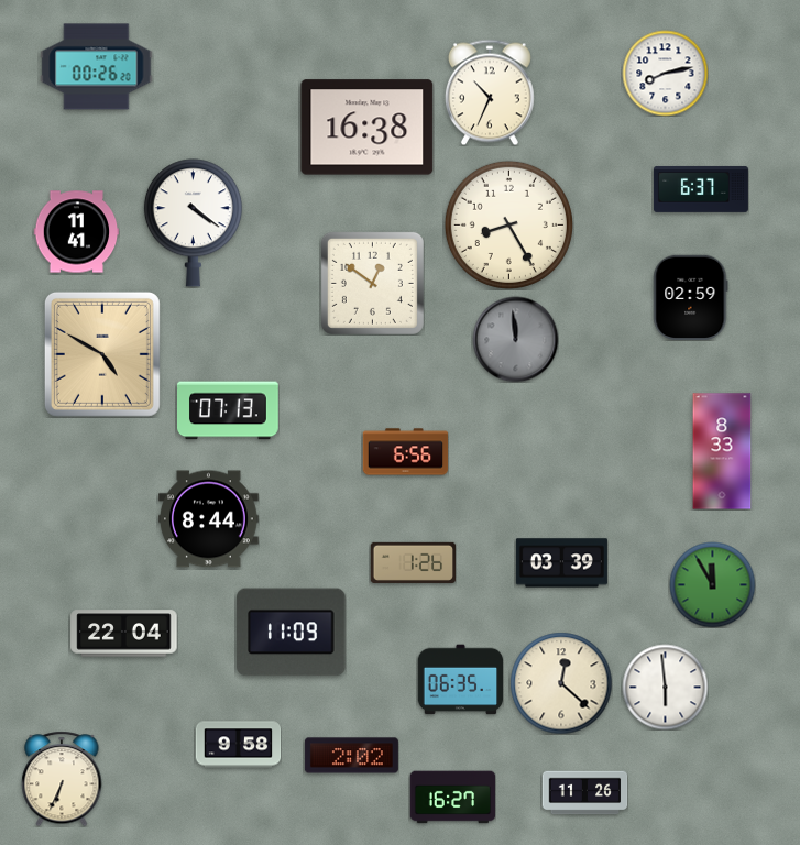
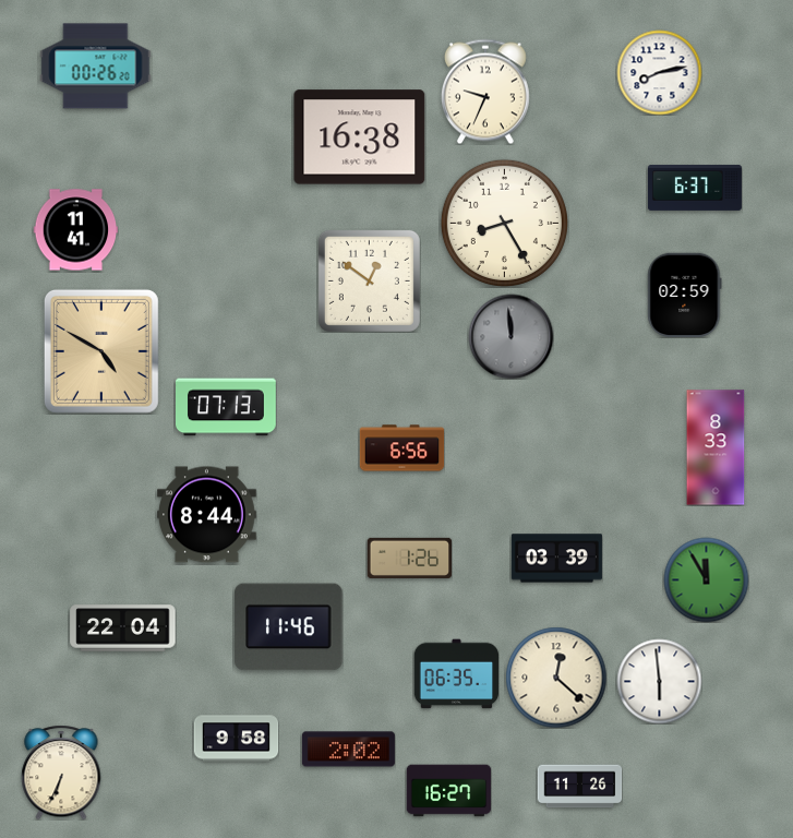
clock at (490, 92): 10:34 -> 9:34
clock at (368, 128) position: (368, 128) -> (360, 137)
clock at (193, 223): 4:21 -> none
clock at (292, 633): 11:09 -> 11:46
